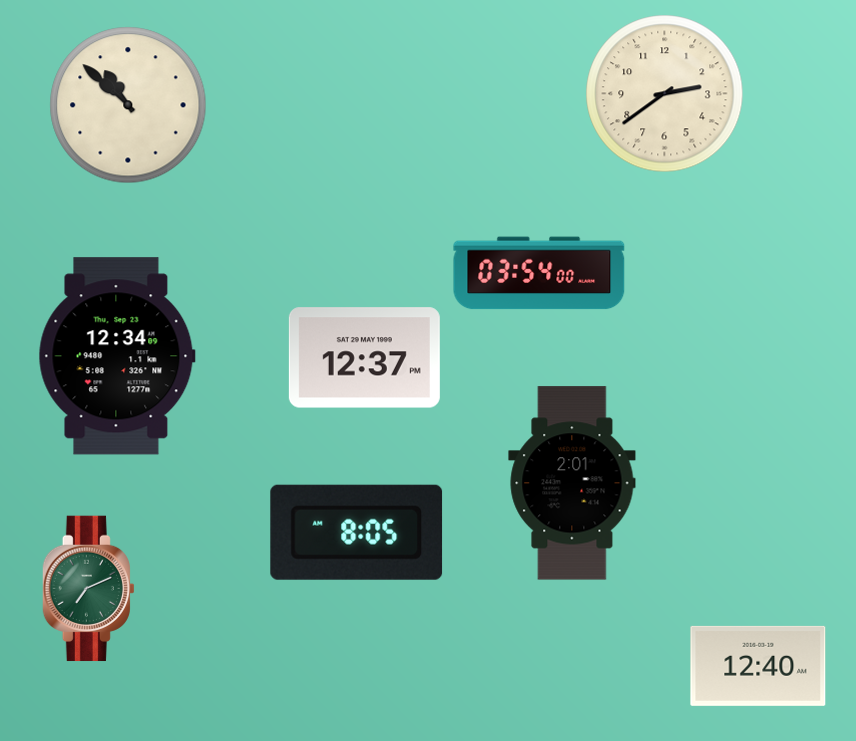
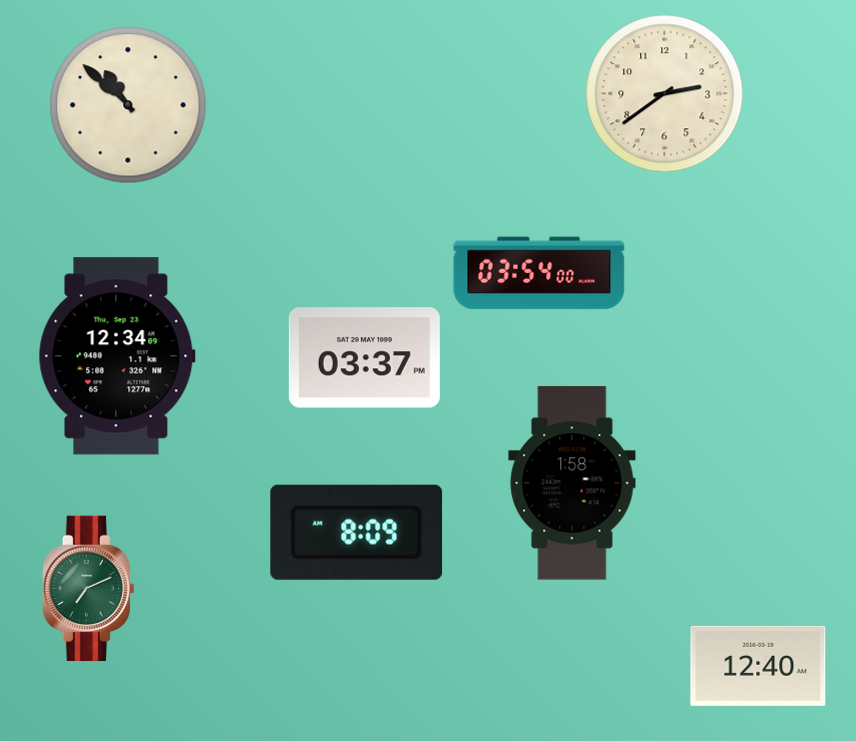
clock at (364, 358): 12:37 -> 03:37
clock at (572, 483): 2:01 -> 1:58
clock at (357, 532): 8:05 -> 8:09
